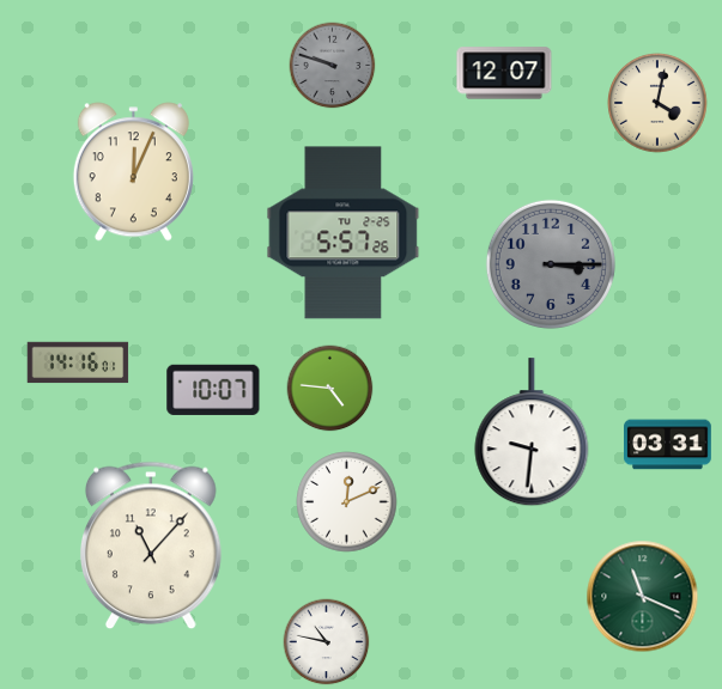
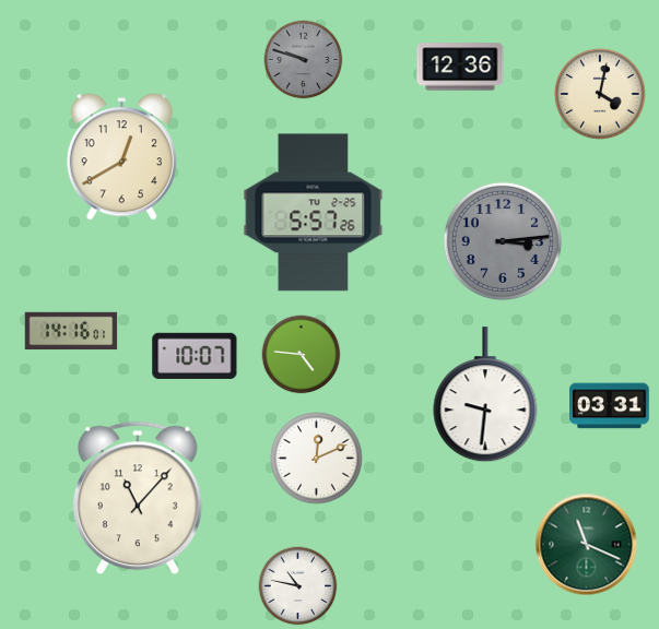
clock at (504, 73): 12:07 -> 12:36
clock at (133, 172): 12:04 -> 12:40
clock at (551, 264): 3:15 -> 3:14
